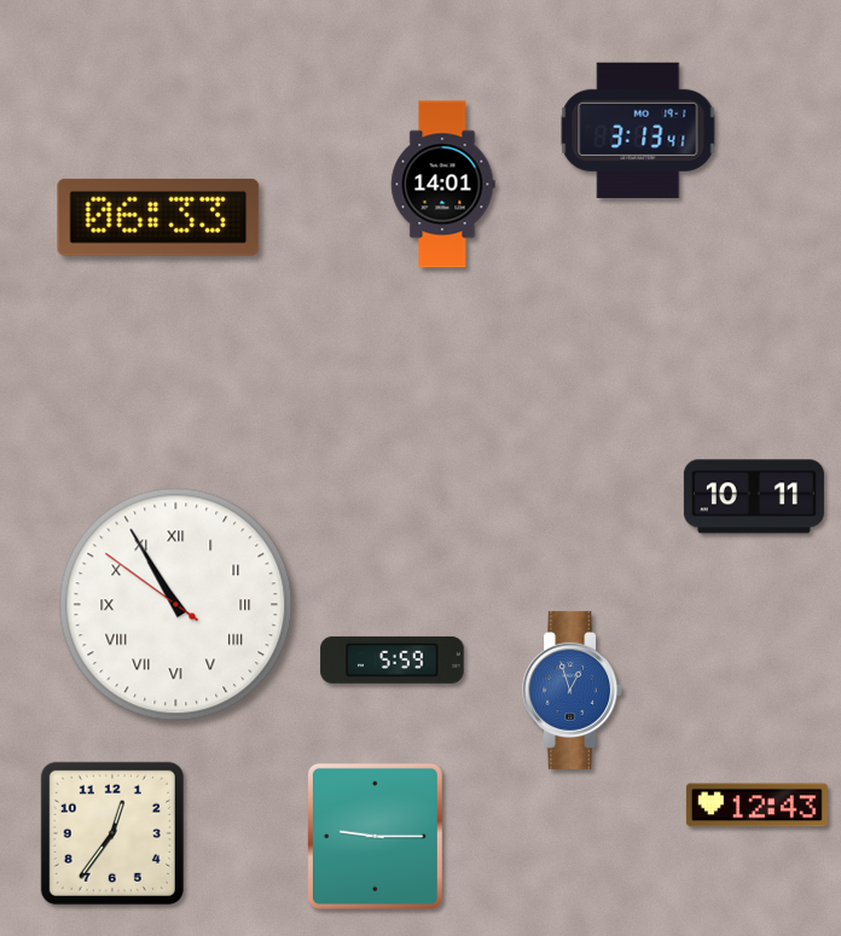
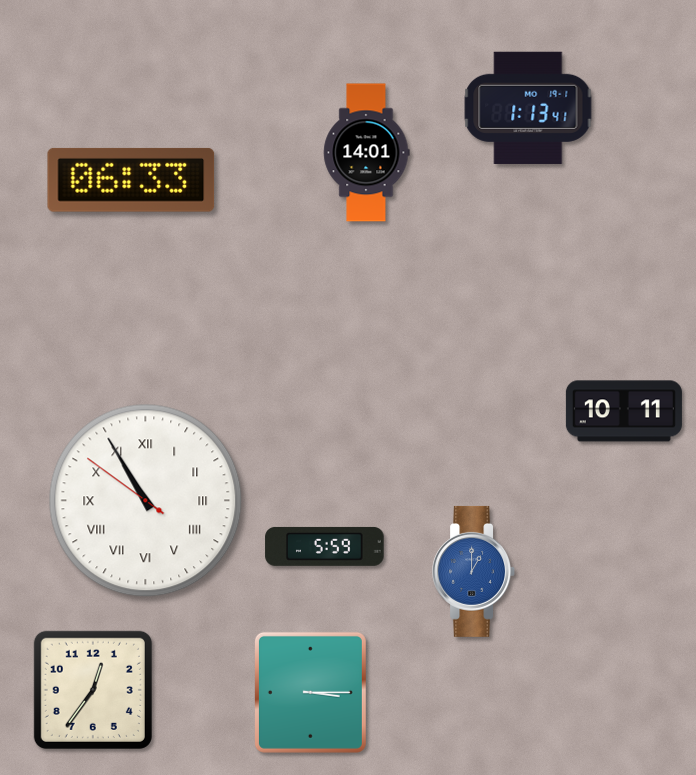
clock at (638, 130): 3:13 -> 1:13
clock at (573, 690): 12:57 -> 1:00
clock at (756, 806): 12:43 -> none
clock at (375, 836): 9:15 -> 3:15
